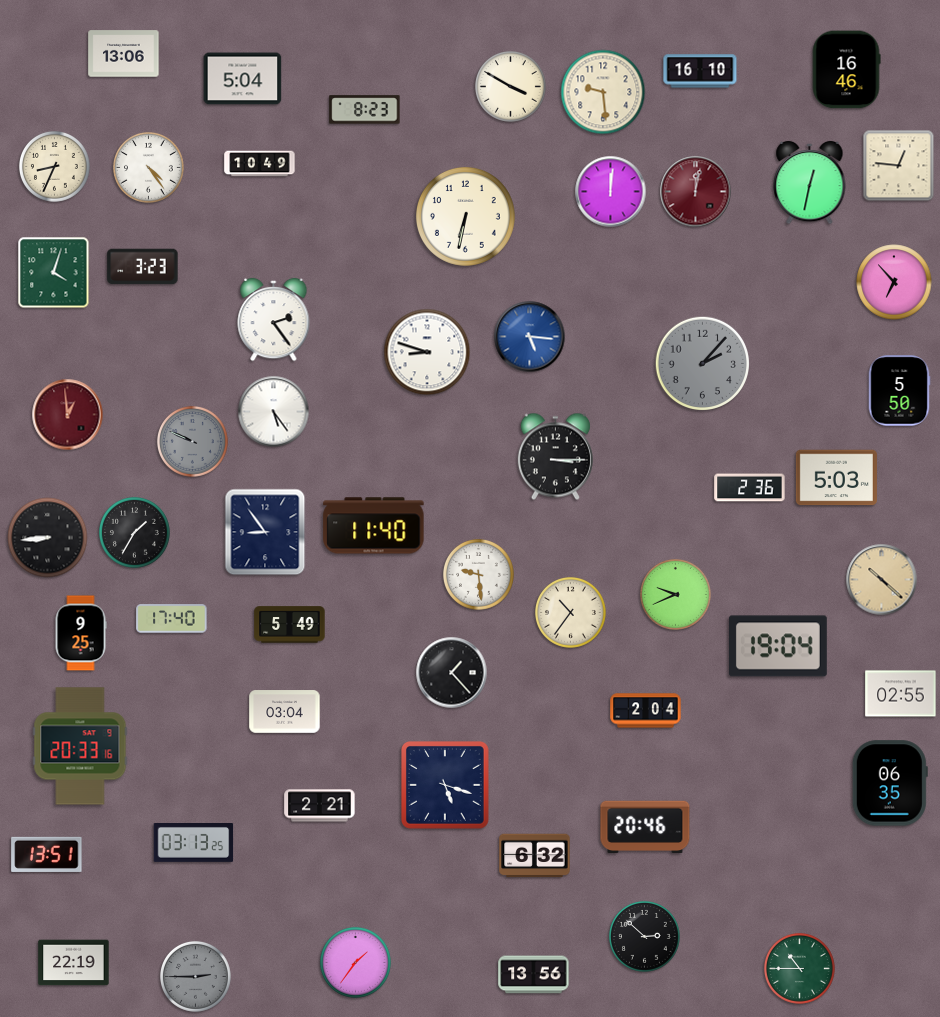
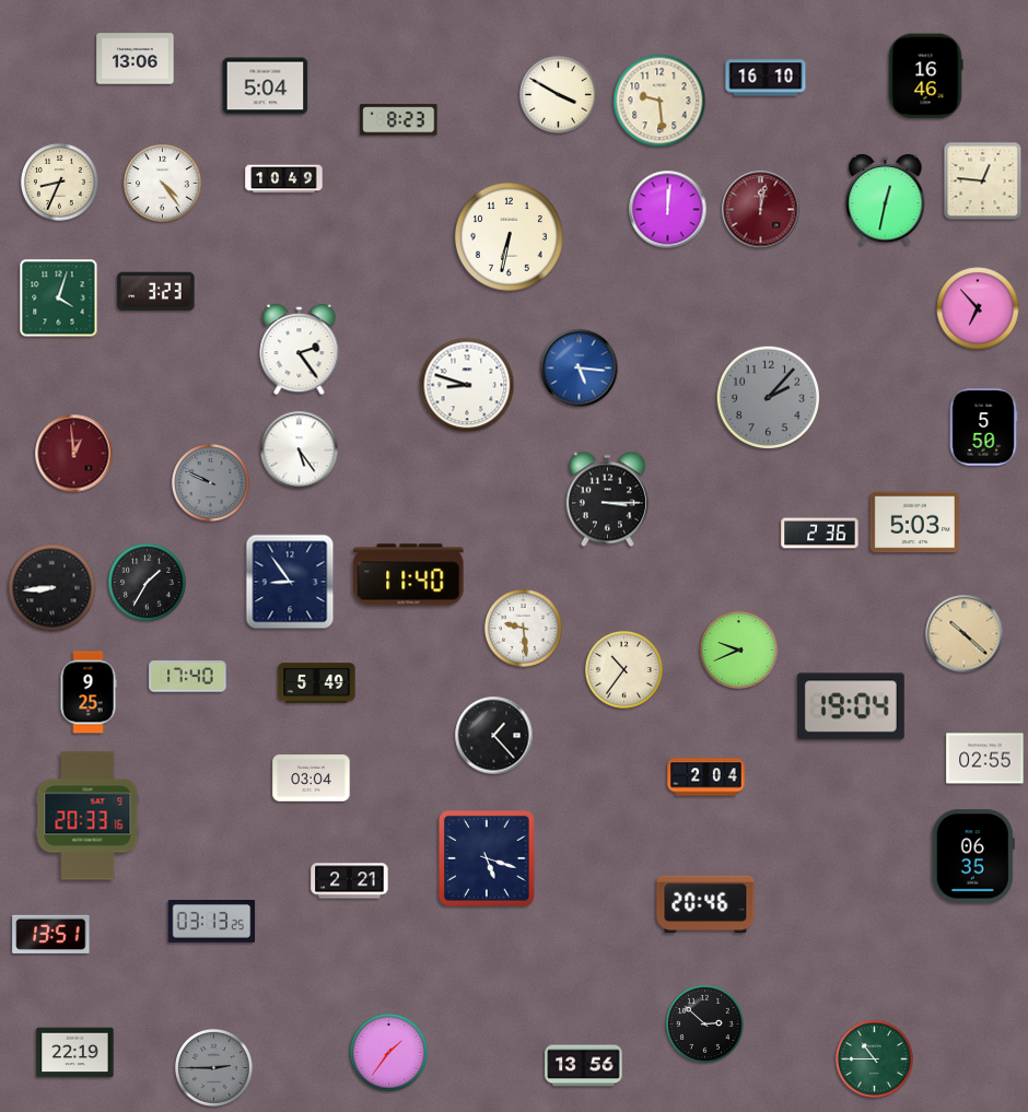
clock at (535, 856): 6:32 -> none
clock at (74, 963) position: (74, 963) -> (75, 1053)
